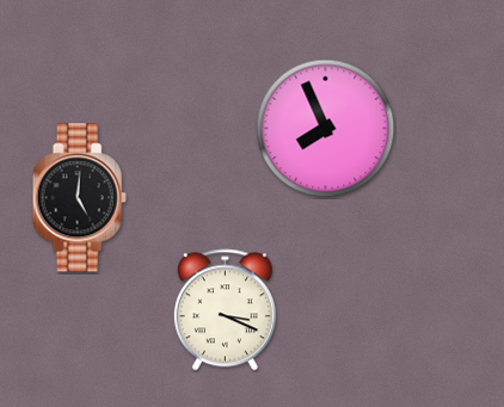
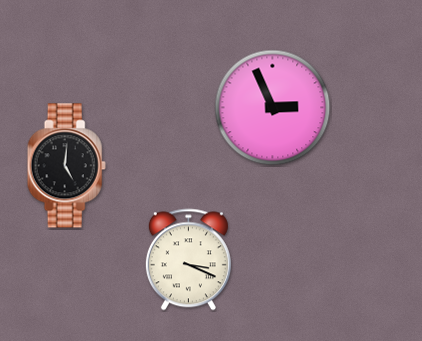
clock at (326, 129): 7:56 -> 2:56
